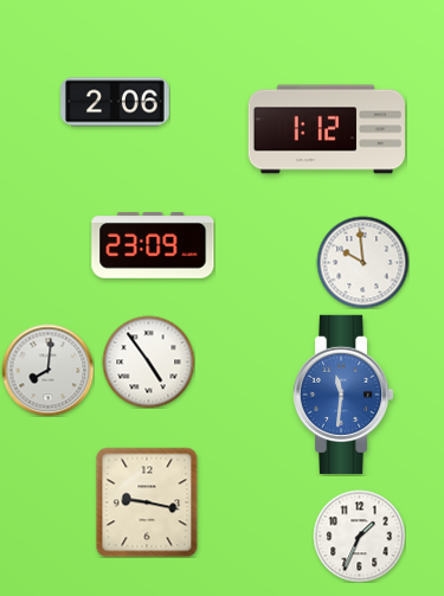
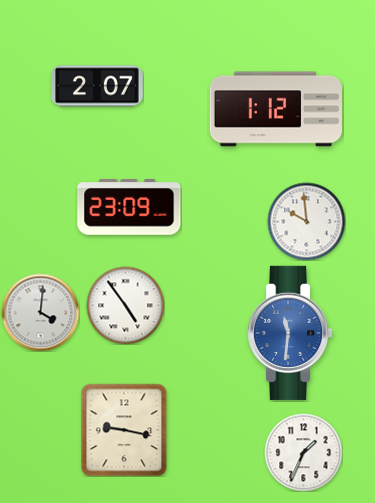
clock at (115, 102): 2:06 -> 2:07
clock at (47, 370): 8:01 -> 4:01
clock at (147, 502) position: (147, 502) -> (124, 430)
